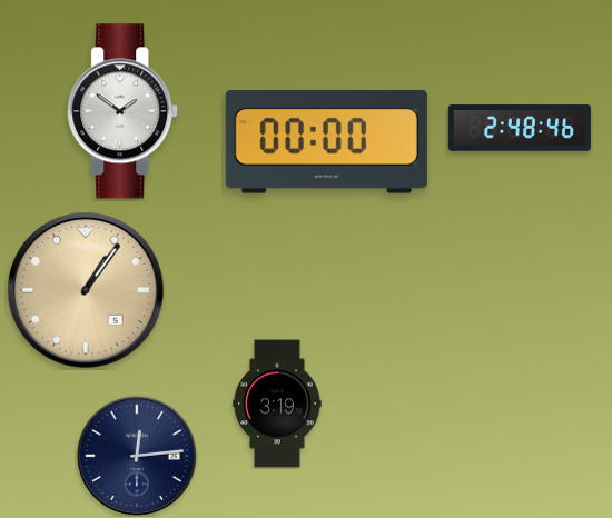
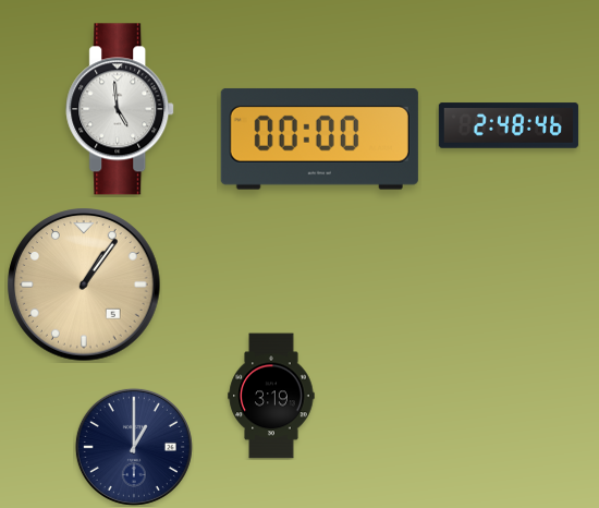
clock at (124, 111): 1:51 -> 4:59
clock at (137, 456): 12:14 -> 1:00
